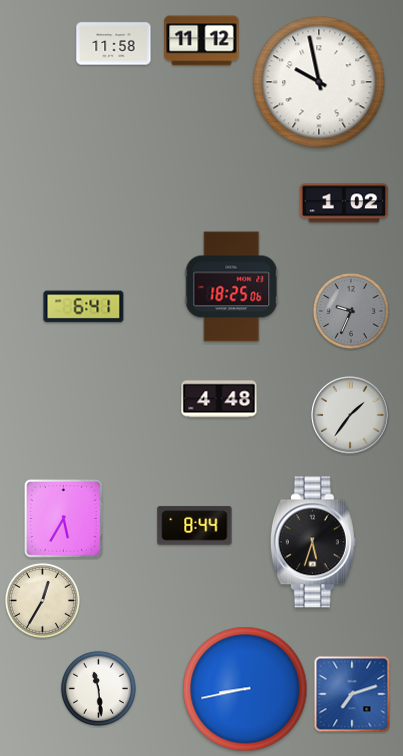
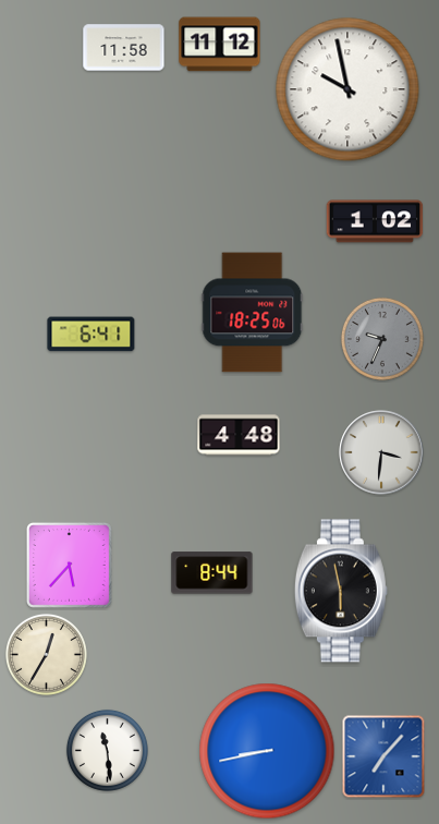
clock at (350, 415): 1:36 -> 3:31
clock at (63, 518): 5:35 -> 5:37
clock at (313, 542): 5:33 -> 5:58
clock at (352, 694): 7:12 -> 7:07
